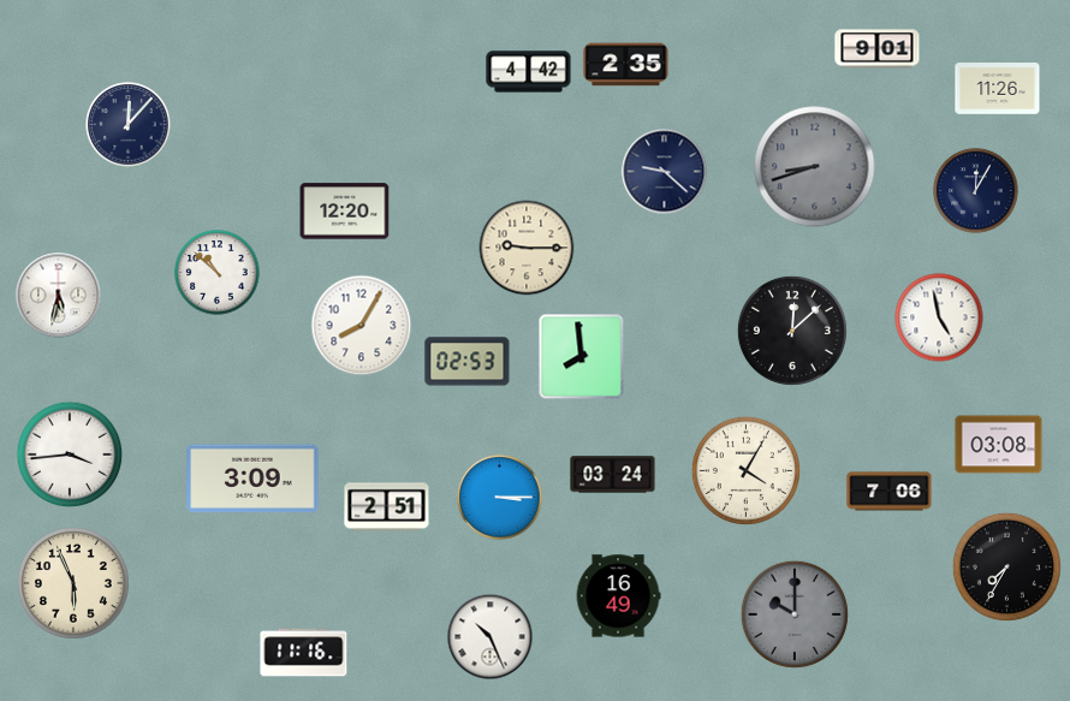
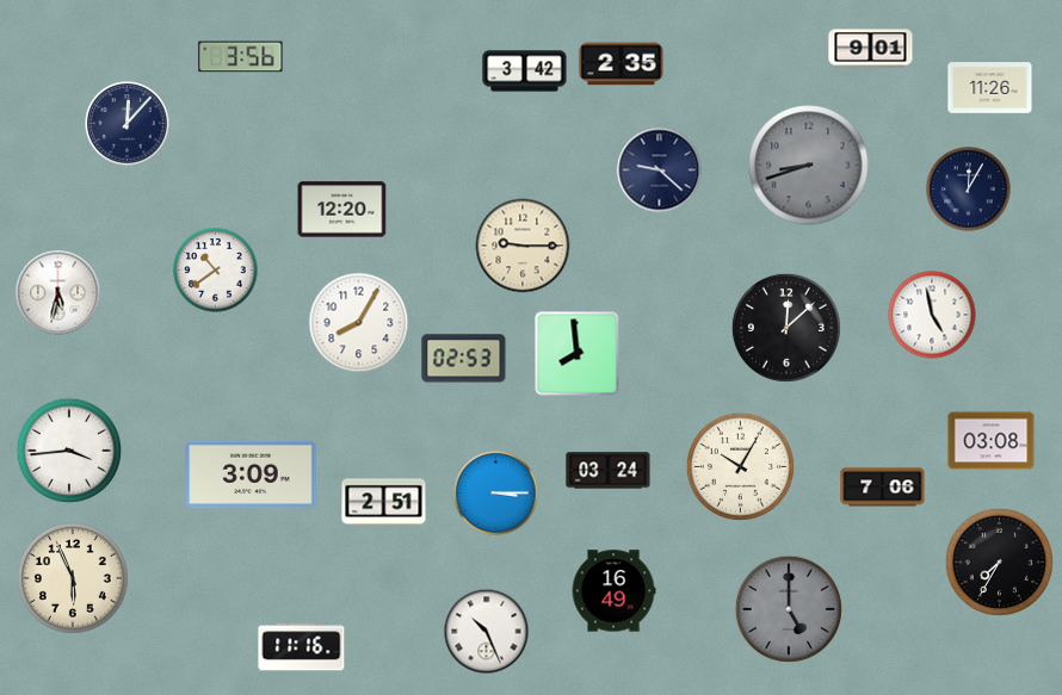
clock at (241, 57): none -> 3:56
clock at (529, 72): 4:42 -> 3:42
clock at (218, 273): 10:52 -> 10:39
clock at (745, 470): 4:05 -> 10:05
clock at (795, 614): 10:00 -> 5:00
